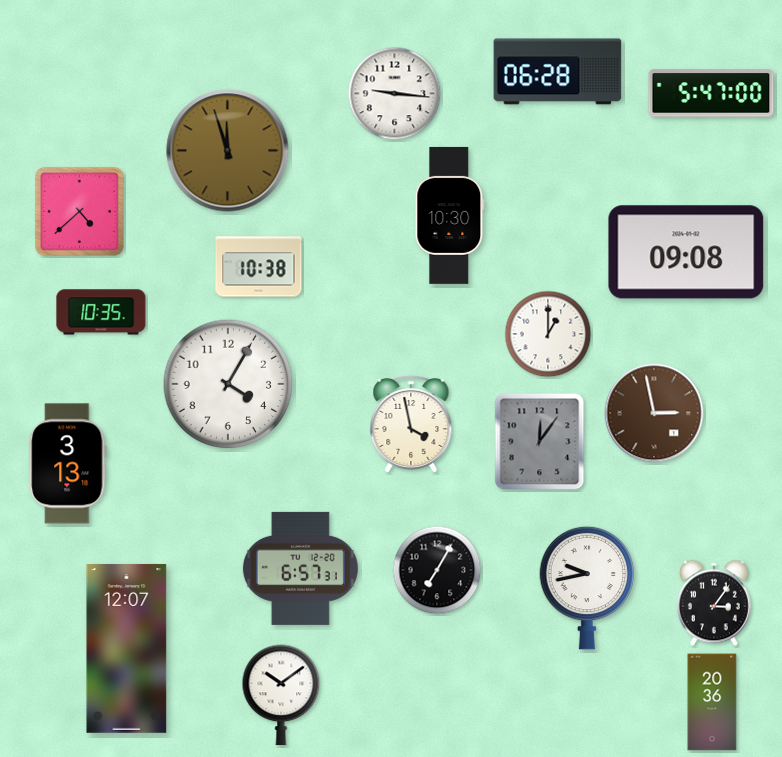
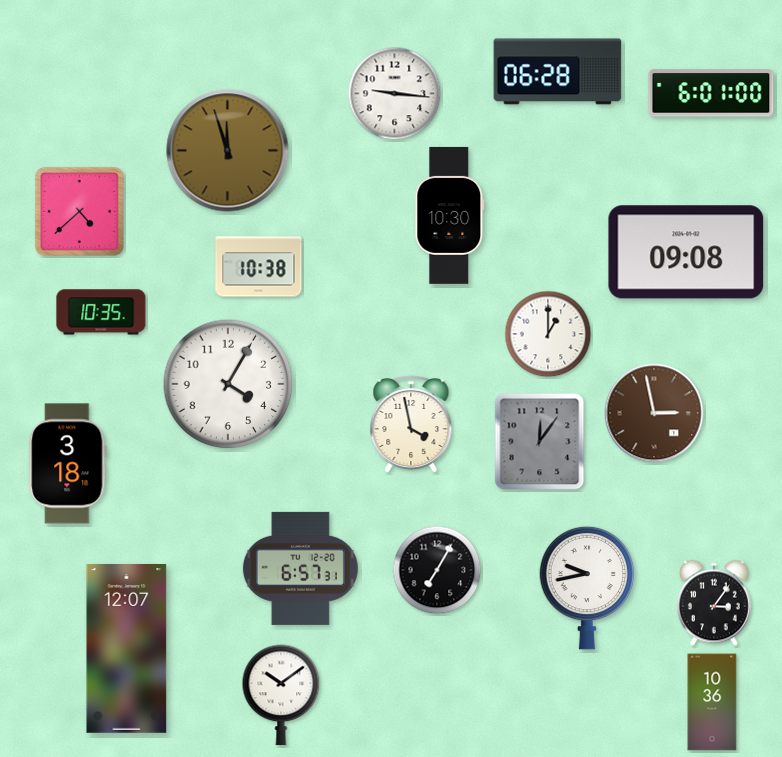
clock at (711, 93): 5:47 -> 6:01
clock at (68, 464): 3:13 -> 3:18
clock at (712, 702): 20:36 -> 10:36
